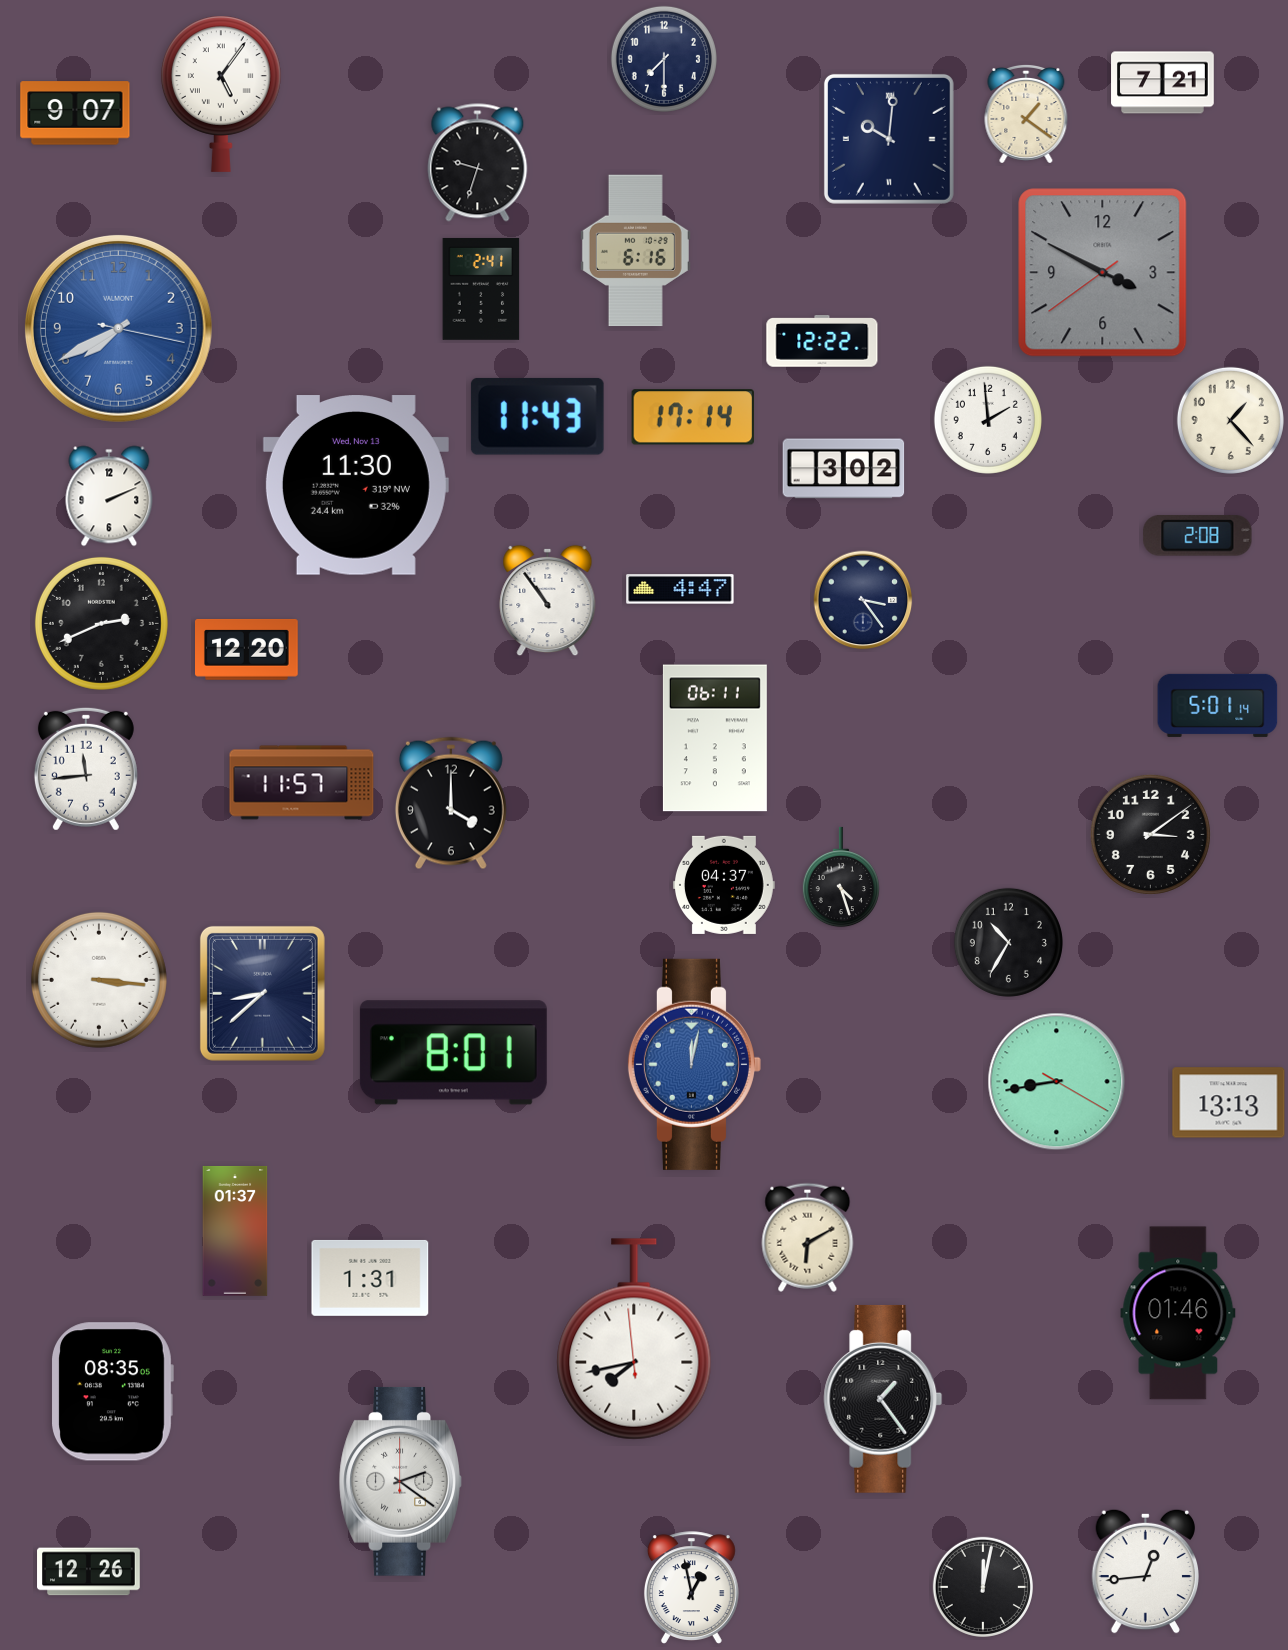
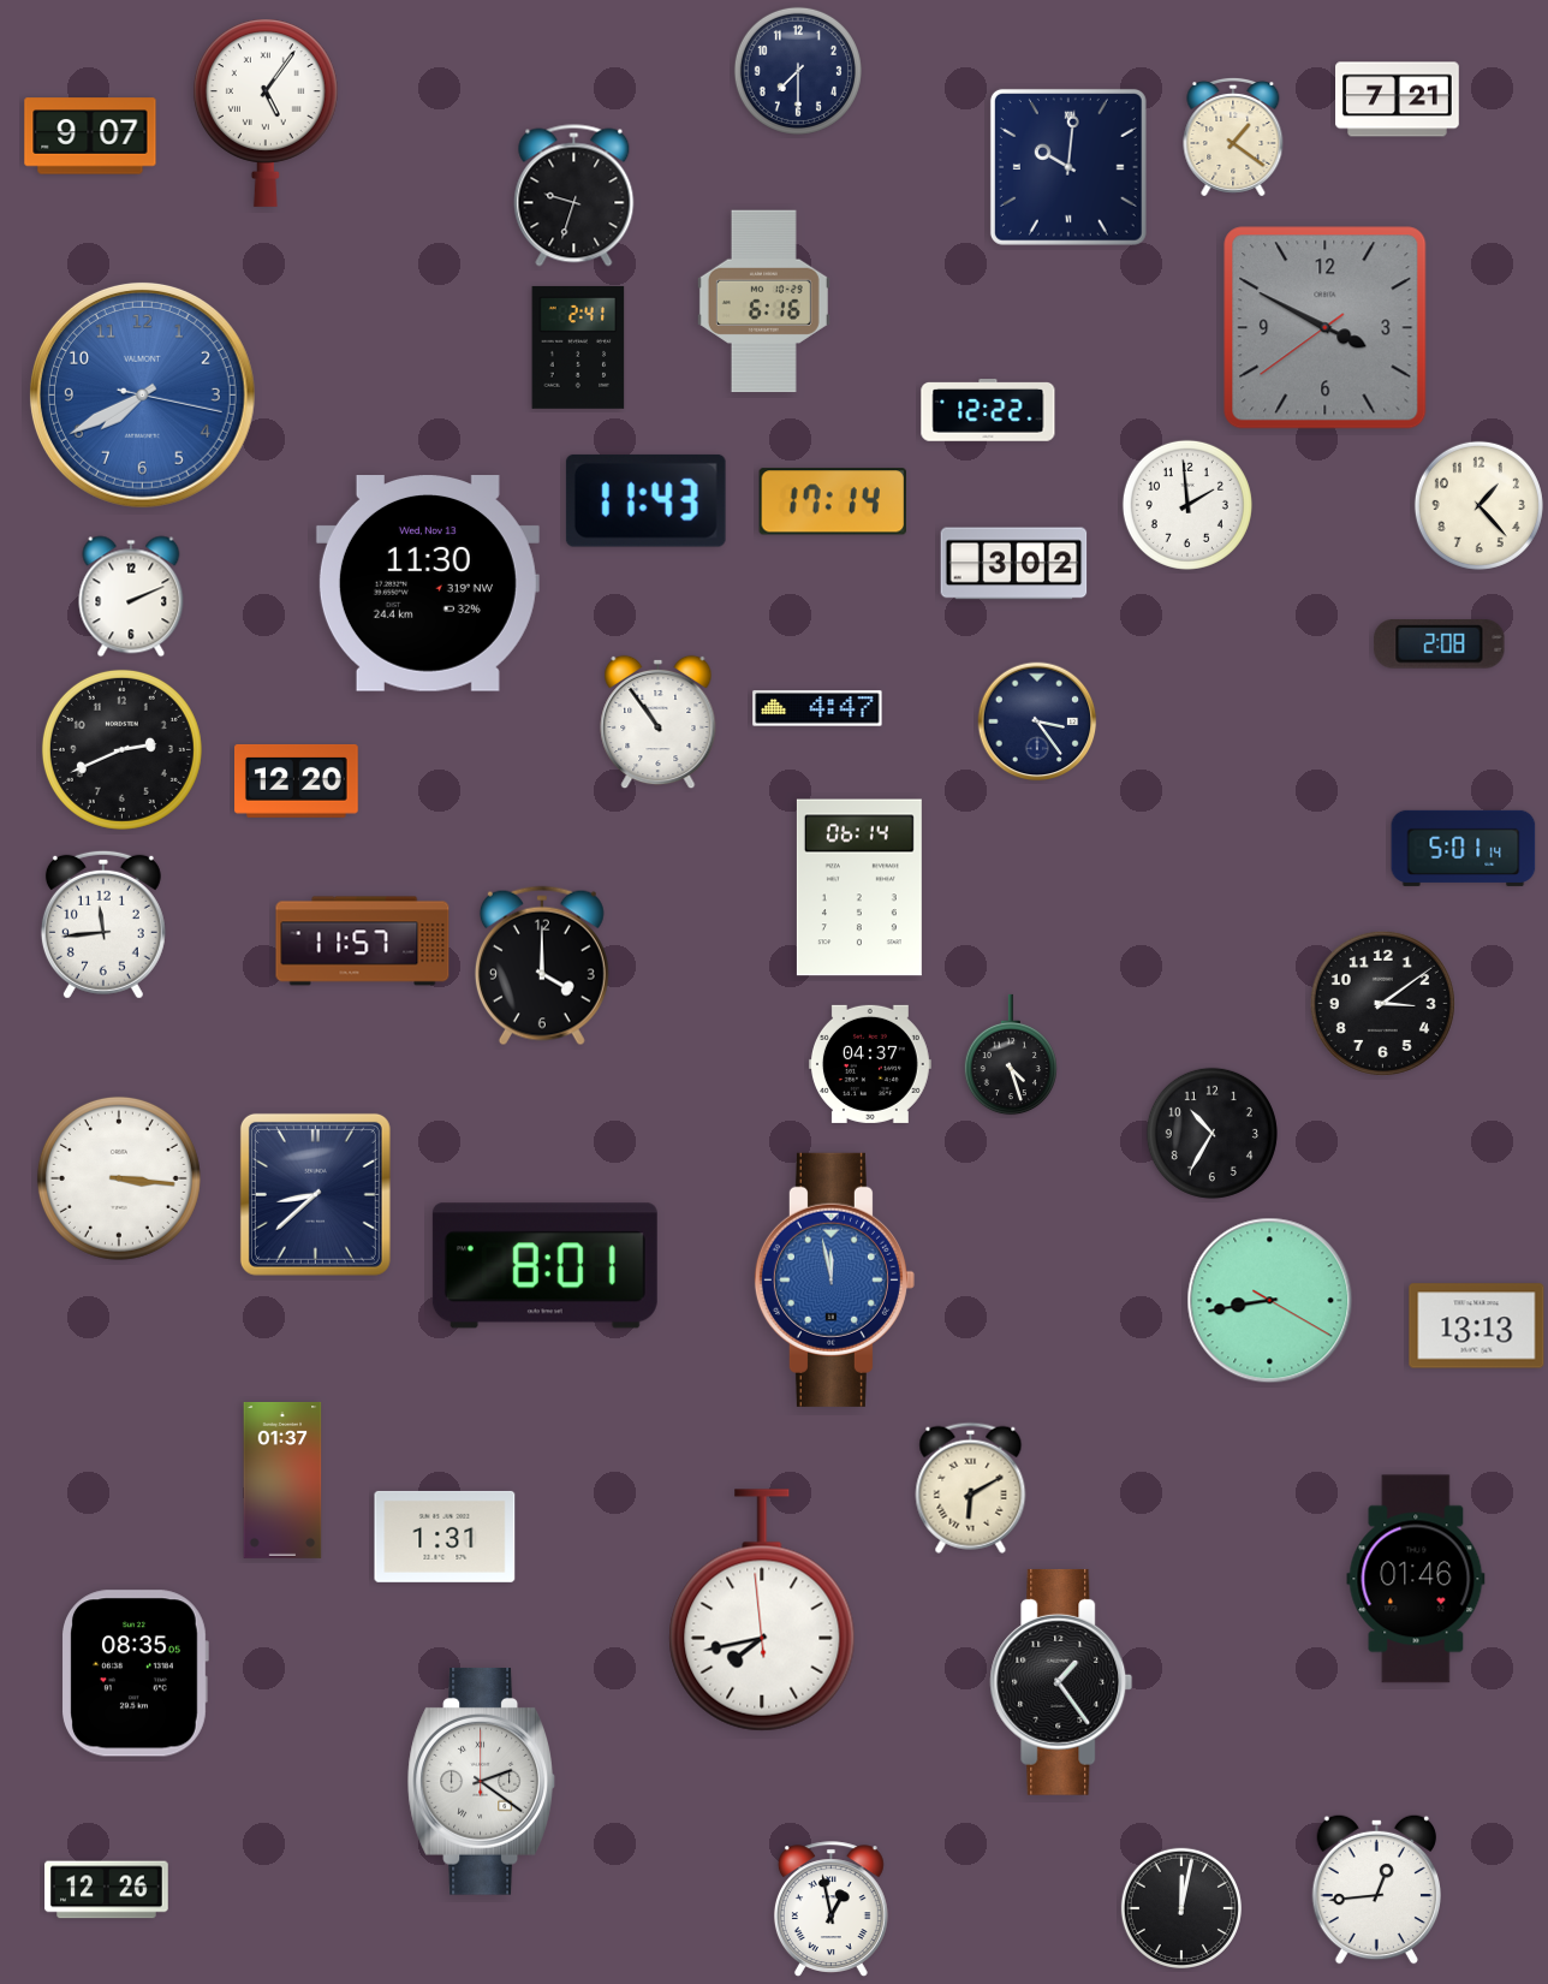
clock at (715, 738): 06:11 -> 06:14
clock at (694, 1064): 12:02 -> 11:58
